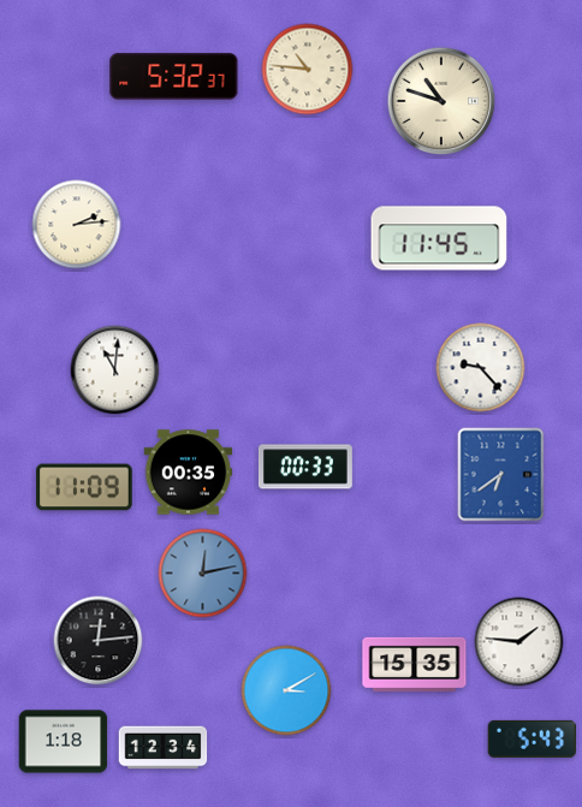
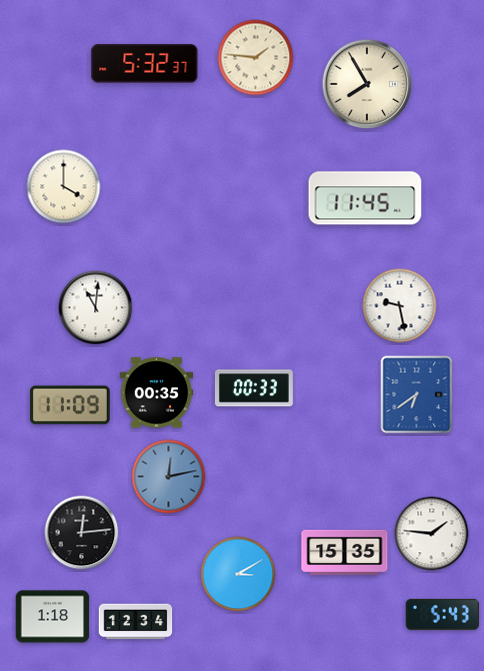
clock at (308, 70): 10:46 -> 1:46
clock at (441, 101): 10:48 -> 7:55
clock at (77, 225): 2:14 -> 4:00
clock at (481, 368): 9:23 -> 9:28
